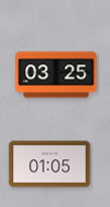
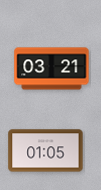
clock at (57, 75): 03:25 -> 03:21
